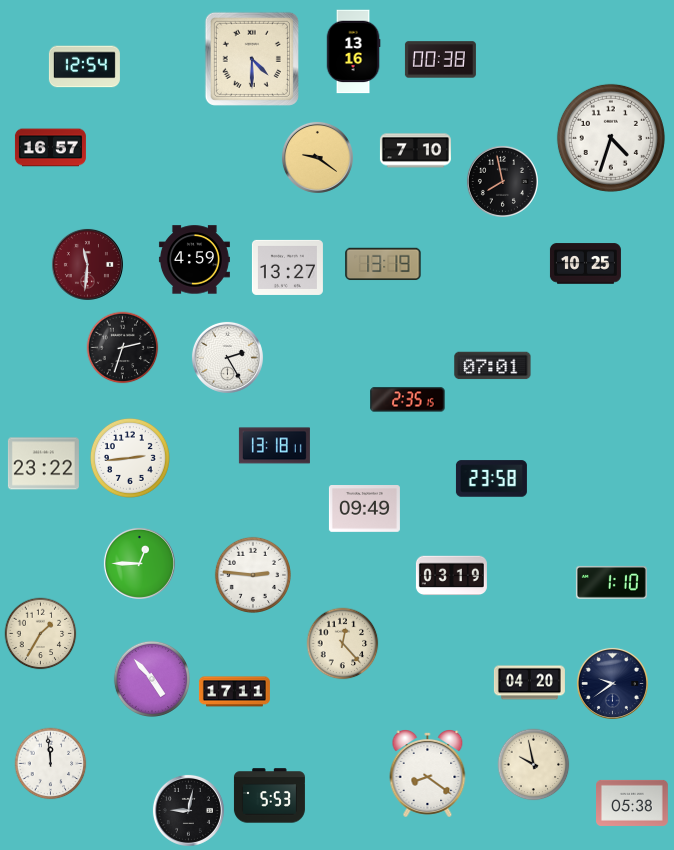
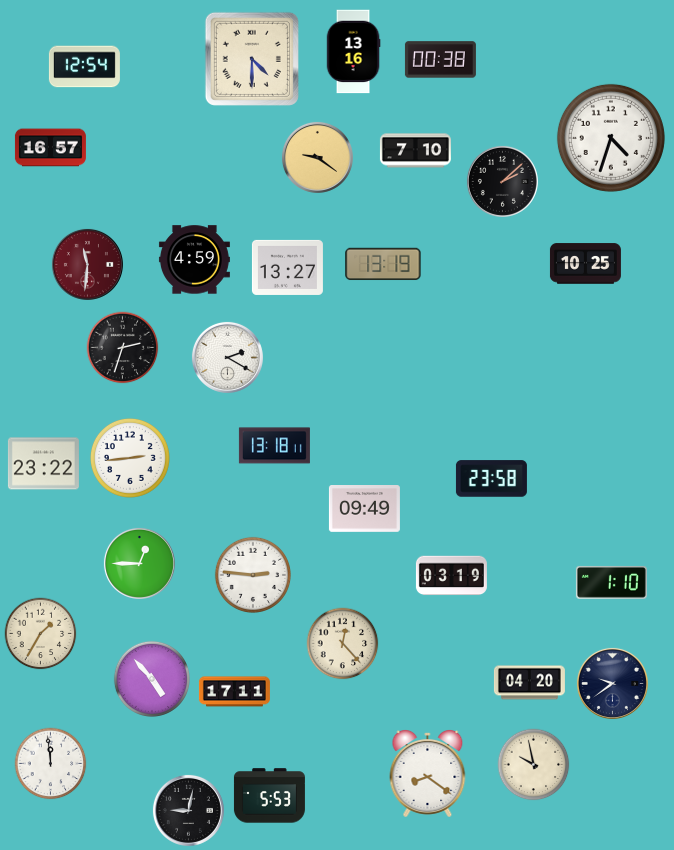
clock at (502, 181): 7:58 -> 2:08
clock at (227, 357): 2:25 -> 2:20
clock at (493, 366): 07:01 -> none
clock at (408, 400): 2:35 -> none
clock at (633, 803): 05:38 -> none
